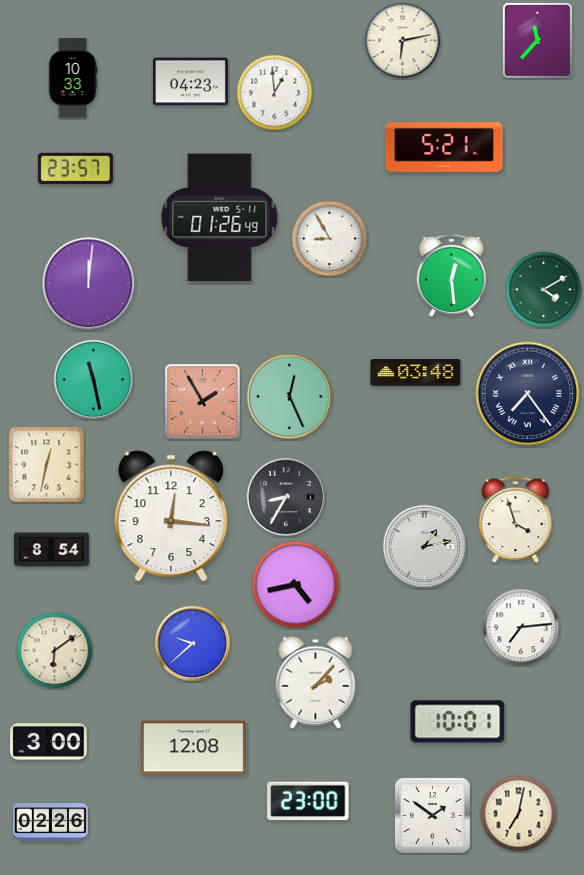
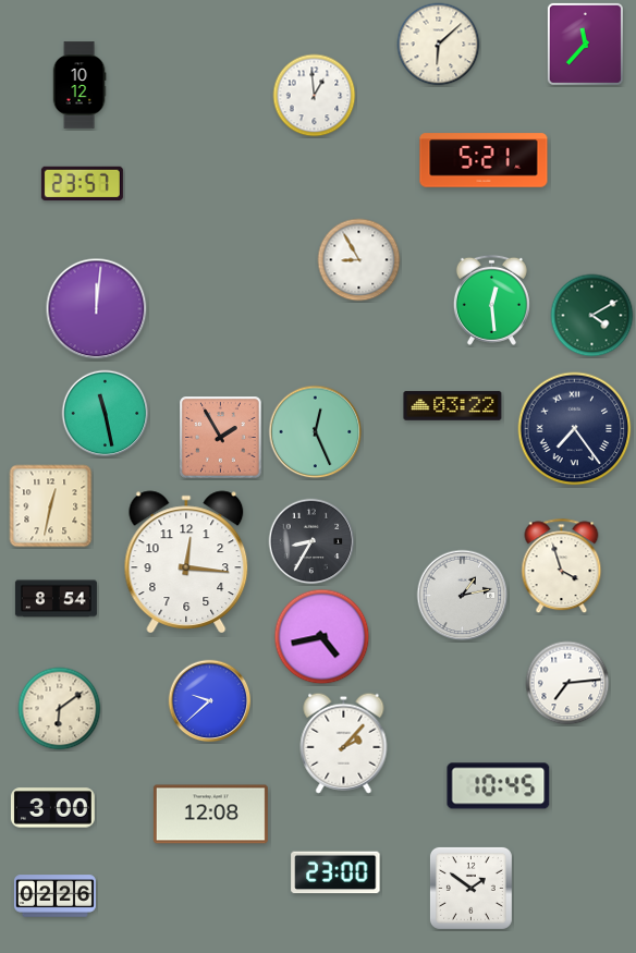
clock at (403, 41): 6:13 -> 6:08
clock at (73, 78): 10:33 -> 10:12
clock at (190, 82): 04:23 -> none
clock at (275, 93) position: (275, 93) -> (315, 96)
clock at (220, 218): 01:26 -> none
clock at (416, 373): 03:48 -> 03:22
clock at (94, 380) position: (94, 380) -> (106, 414)
clock at (458, 722): 10:01 -> 10:45
clock at (519, 814): 7:02 -> none
